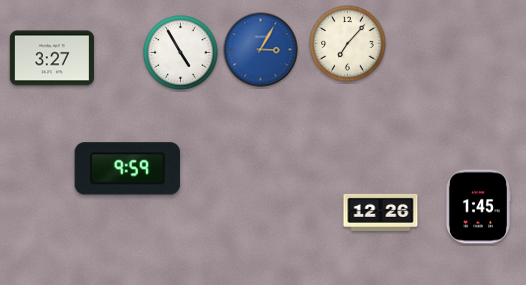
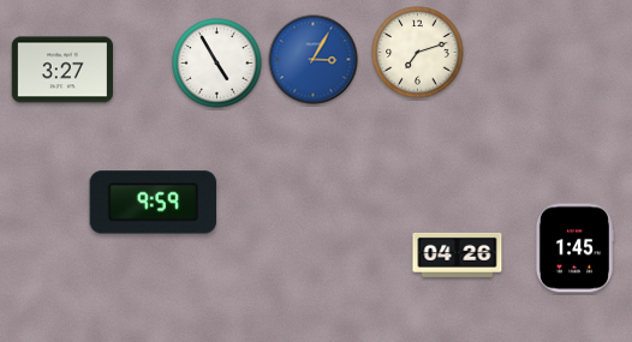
clock at (348, 44): 7:07 -> 7:12
clock at (381, 212): 12:26 -> 04:26
